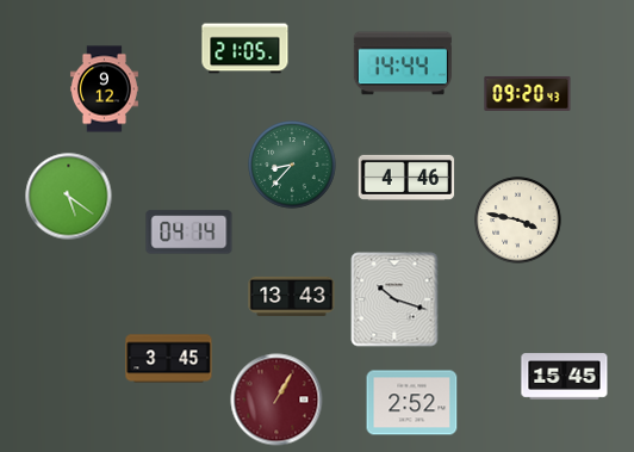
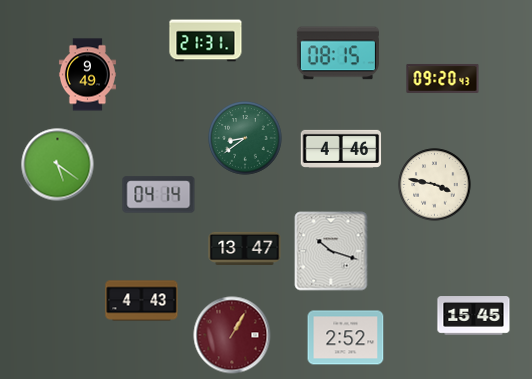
clock at (245, 49): 21:05 -> 21:31
clock at (403, 63): 14:44 -> 08:15
clock at (104, 89): 9:12 -> 9:49
clock at (292, 165): 8:37 -> 8:39
clock at (292, 296): 13:43 -> 13:47
clock at (169, 359): 3:45 -> 4:43
